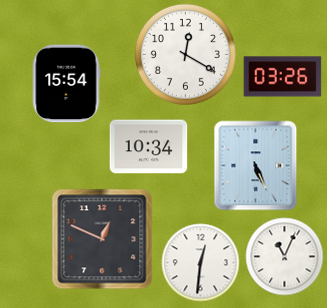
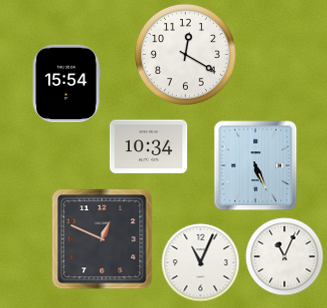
clock at (282, 77): 03:26 -> none
clock at (200, 262): 12:31 -> 11:04
